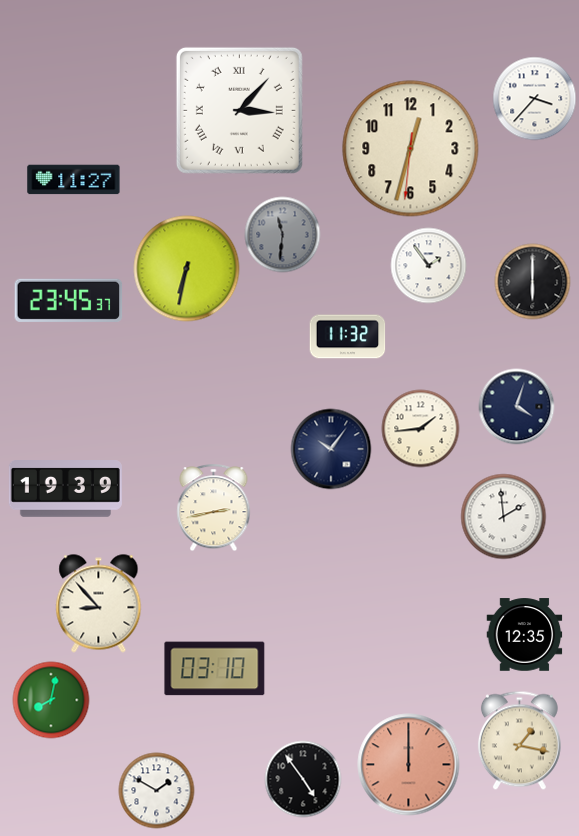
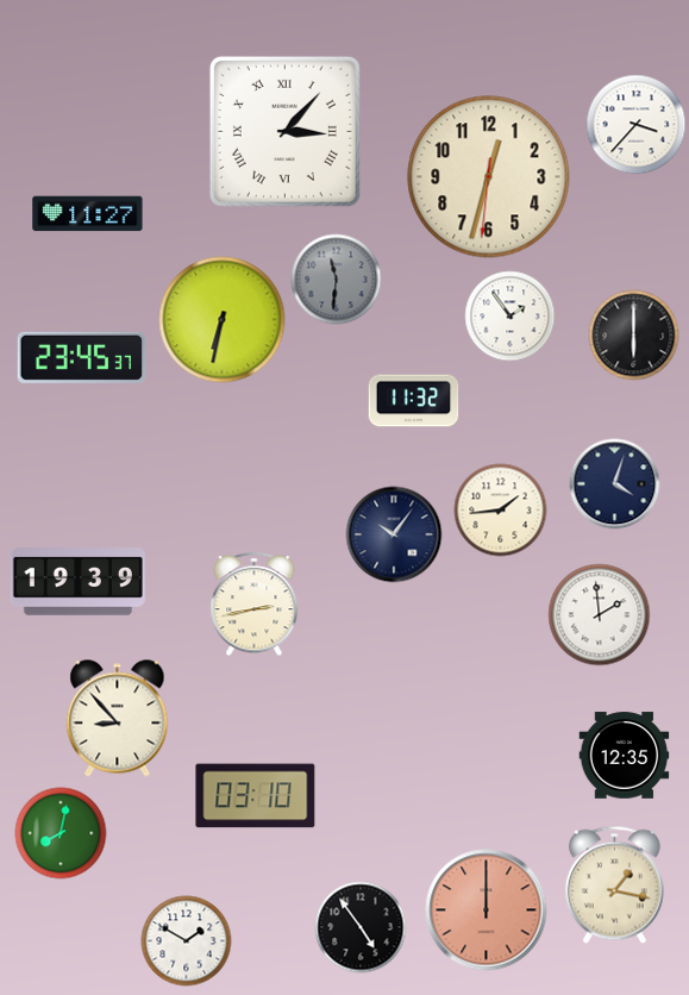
clock at (535, 99) position: (535, 99) -> (637, 125)
clock at (519, 741) position: (519, 741) -> (614, 886)
